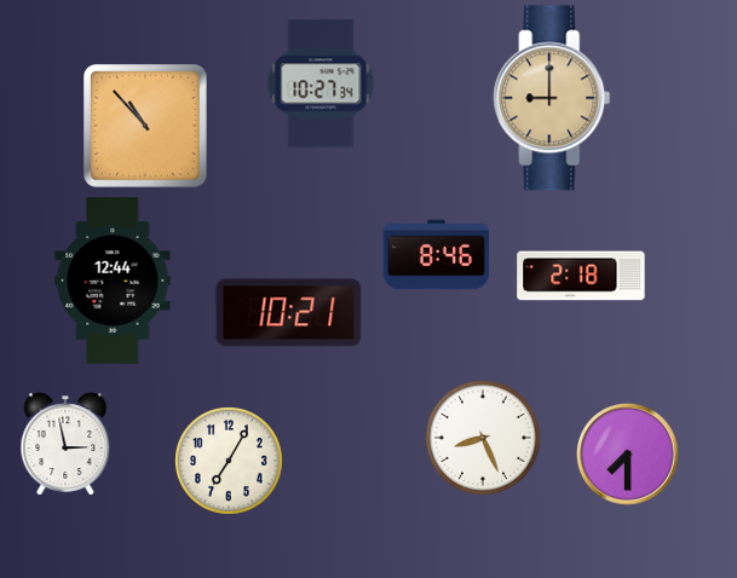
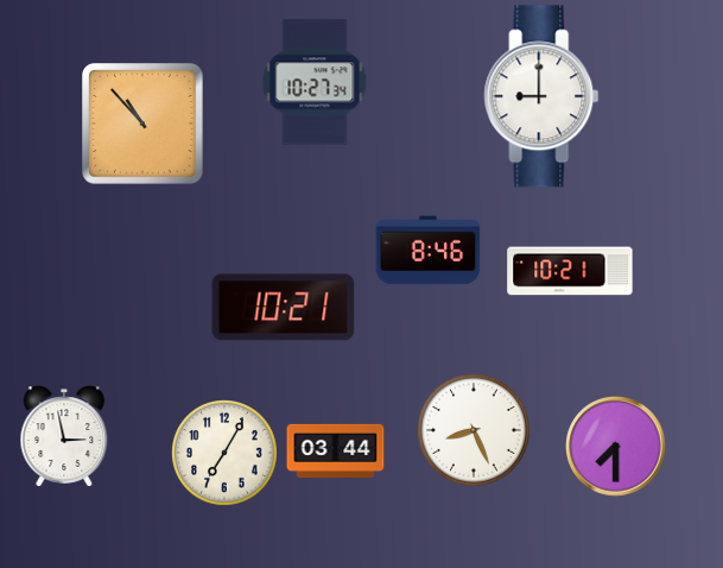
clock at (552, 98) dial: champagne -> white
clock at (581, 276): 2:18 -> 10:21
clock at (113, 281): 12:44 -> none
clock at (336, 450): none -> 03:44
